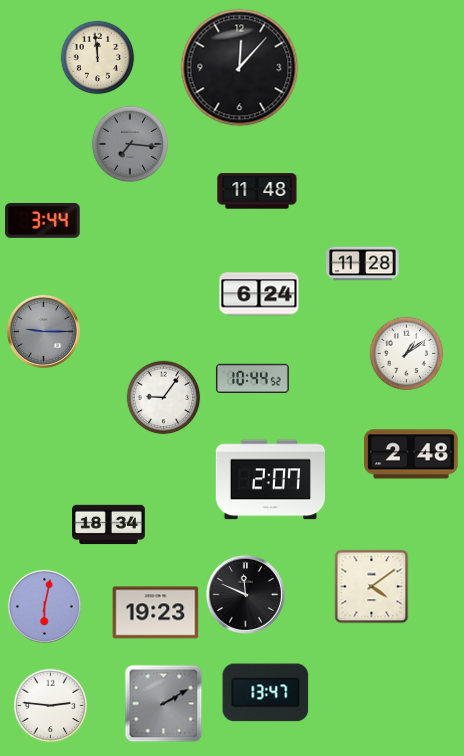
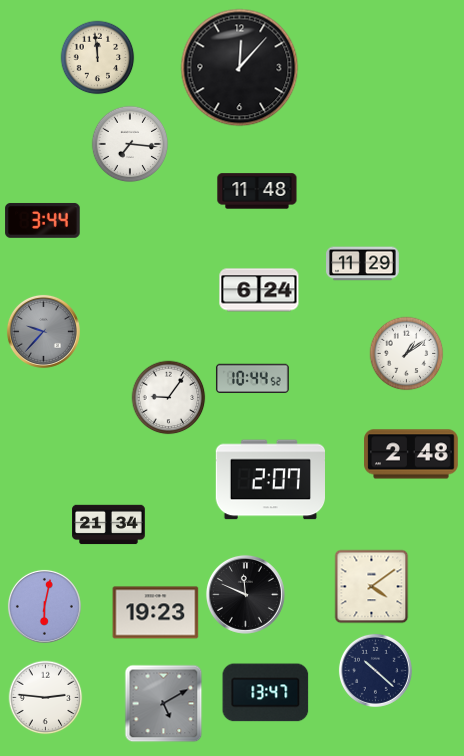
clock at (130, 144) dial: grey -> white
clock at (363, 264): 11:28 -> 11:29
clock at (259, 294) position: (259, 294) -> (259, 290)
clock at (43, 331): 9:15 -> 9:37
clock at (164, 398) position: (164, 398) -> (169, 398)
clock at (109, 525): 18:34 -> 21:34
clock at (375, 670): none -> 10:22
clock at (164, 704): 2:10 -> 5:10
clock at (51, 706) position: (51, 706) -> (46, 698)
